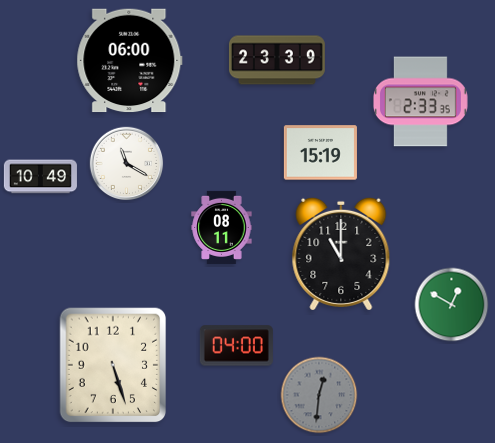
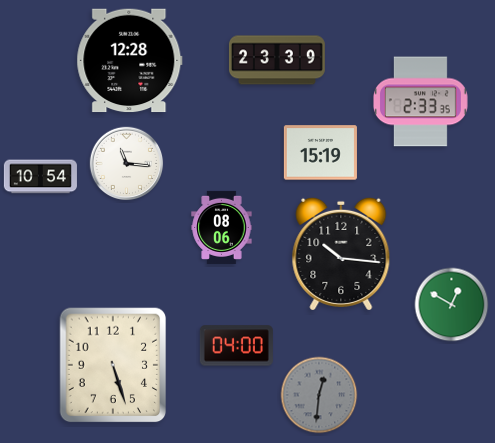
clock at (130, 61): 06:00 -> 12:28
clock at (127, 164): 11:20 -> 11:16
clock at (40, 177): 10:49 -> 10:54
clock at (222, 227): 08:11 -> 08:06
clock at (341, 254): 11:00 -> 10:16
